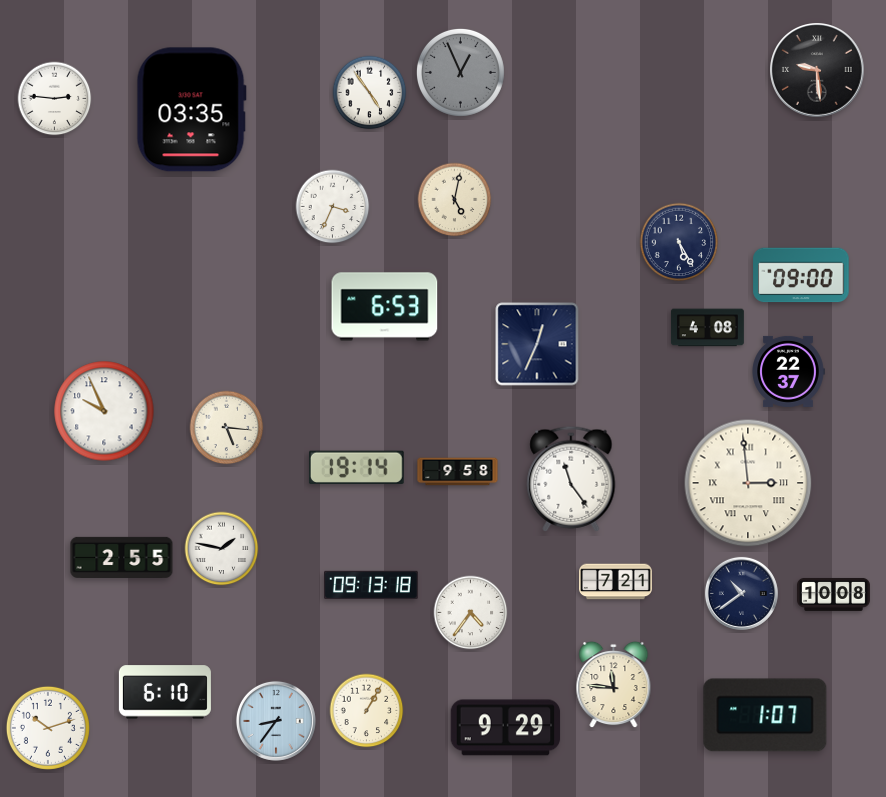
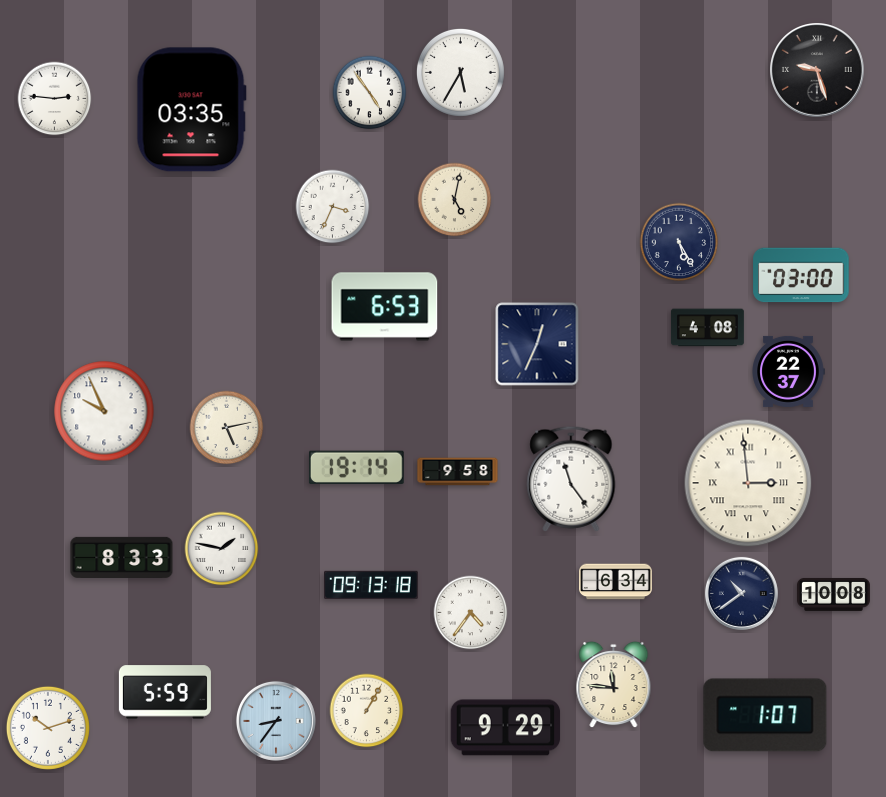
clock at (818, 71): 9:29 -> 9:27
clock at (460, 72): 12:56 -> 5:35
clock at (460, 72) dial: grey -> white
clock at (801, 275): 09:00 -> 03:00
clock at (227, 428): 5:16 -> 5:13
clock at (122, 557): 2:55 -> 8:33
clock at (616, 582): 7:21 -> 6:34
clock at (165, 692): 6:10 -> 5:59
